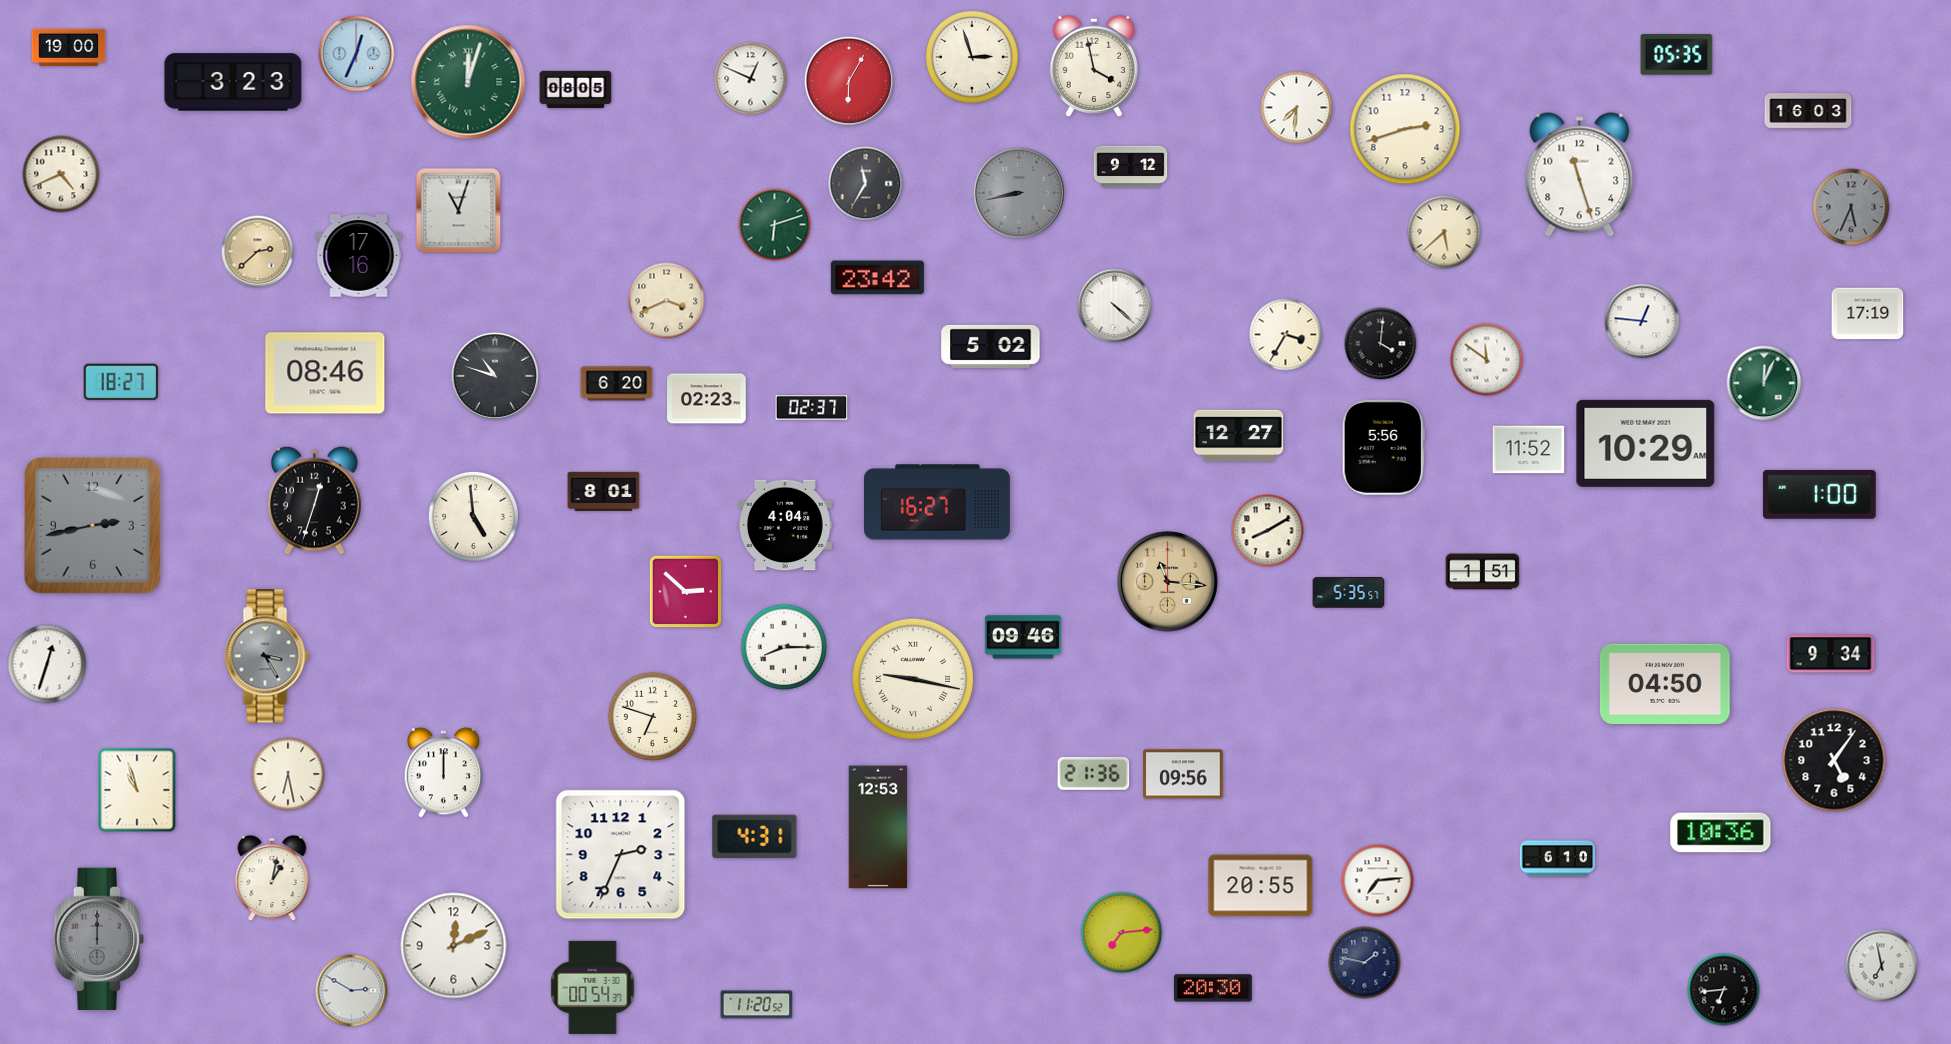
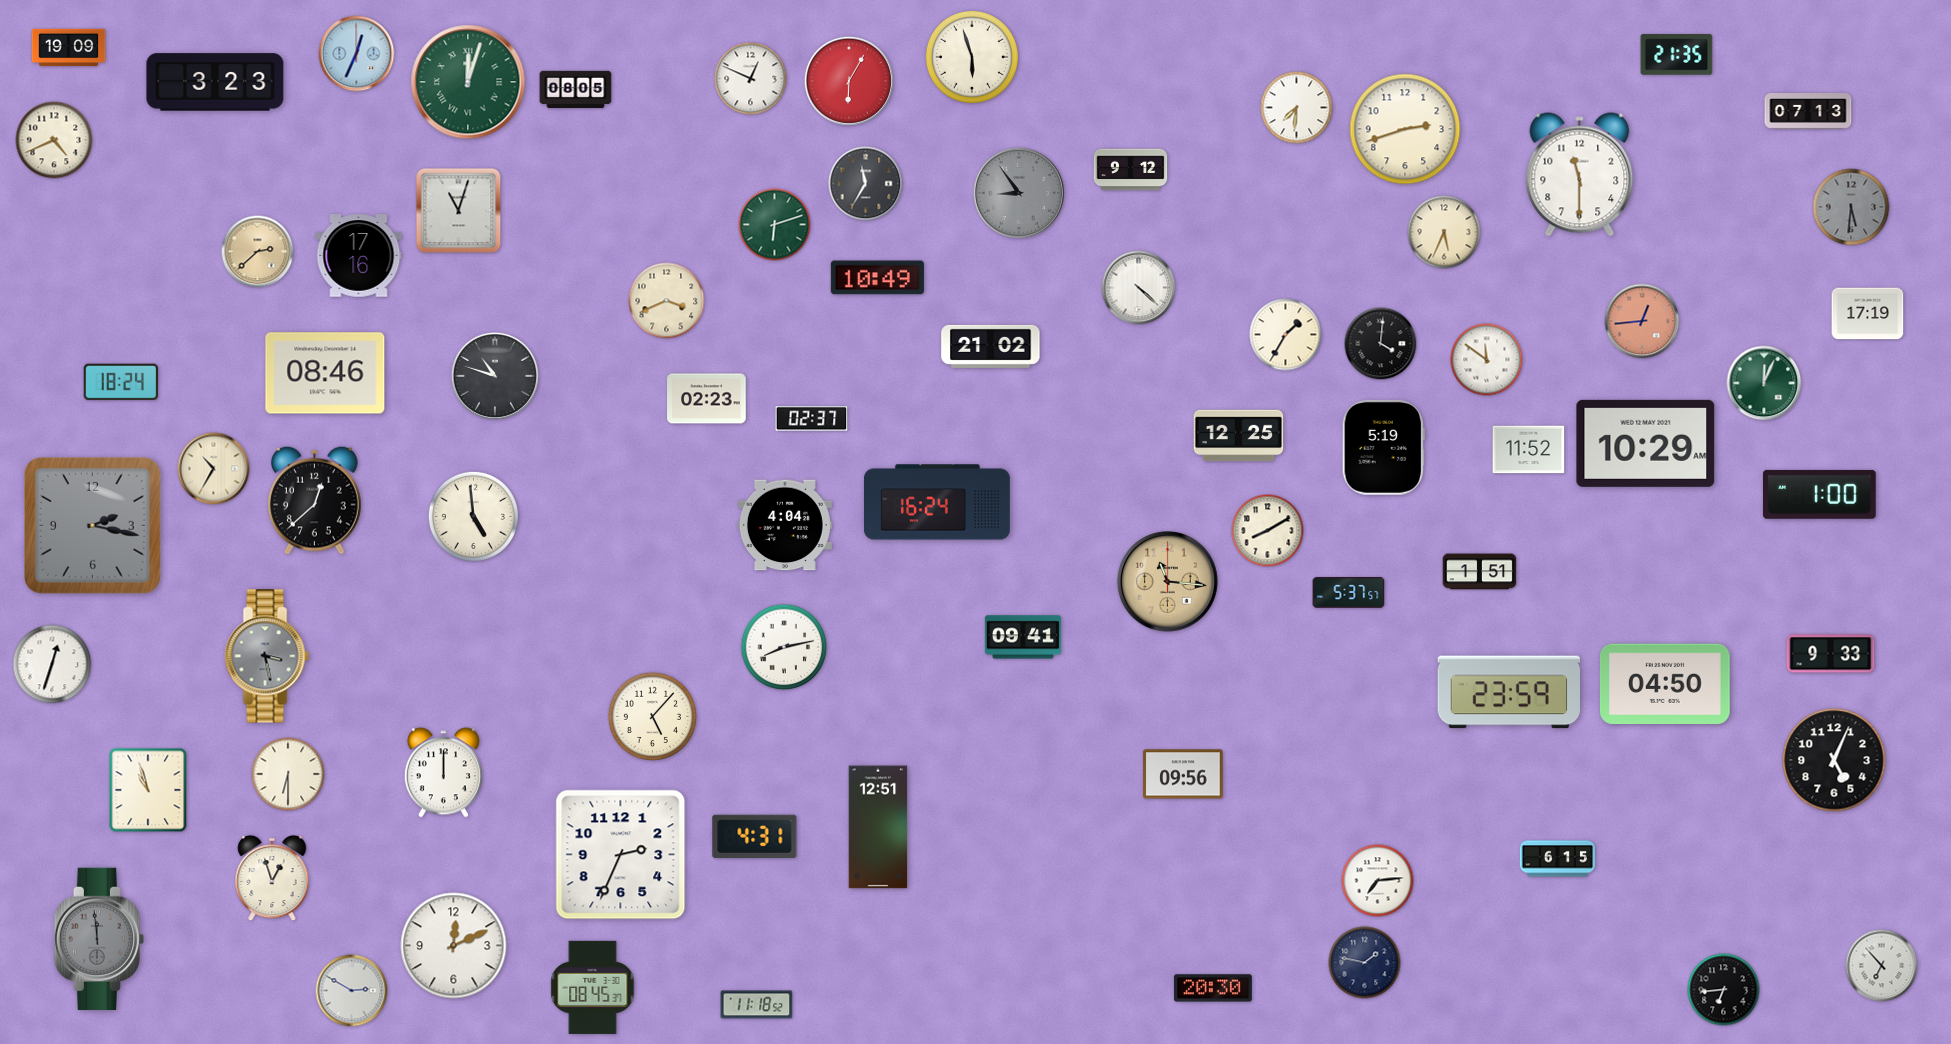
clock at (69, 48): 19:00 -> 19:09
clock at (1677, 55): 05:35 -> 21:35
clock at (972, 57): 2:57 -> 5:57
clock at (1093, 66): 3:58 -> none
clock at (233, 82) position: (233, 82) -> (215, 82)
clock at (1808, 112): 16:03 -> 07:13
clock at (1131, 167) position: (1131, 167) -> (1131, 170)
clock at (61, 174) position: (61, 174) -> (54, 140)
clock at (1580, 175): 11:27 -> 11:30
clock at (1019, 193): 8:43 -> 8:54
clock at (1851, 207): 5:34 -> 5:31
clock at (1444, 232): 5:38 -> 5:34
clock at (877, 278): 23:42 -> 10:49
clock at (1115, 306) position: (1115, 306) -> (1139, 288)
clock at (1642, 321): 12:46 -> 12:44
clock at (1642, 321) dial: white -> salmon
clock at (1286, 335): 3:35 -> 1:35
clock at (991, 346): 5:02 -> 21:02
clock at (120, 382): 18:27 -> 18:24
clock at (617, 384): 6:20 -> none
clock at (812, 408) position: (812, 408) -> (812, 419)
clock at (1239, 436): 12:27 -> 12:25
clock at (1383, 447): 5:56 -> 5:19
clock at (214, 469): none -> 10:35
clock at (604, 491): 8:01 -> none
clock at (315, 500): 12:33 -> 12:38
clock at (937, 502): 16:27 -> 16:24
clock at (93, 526): 2:43 -> 2:17
clock at (1483, 572) position: (1483, 572) -> (1480, 572)
clock at (686, 592): 2:52 -> none
clock at (1349, 593): 5:35 -> 5:37
clock at (1023, 637): 09:46 -> 09:41
clock at (784, 647): 8:15 -> 8:13
clock at (1831, 654): 9:34 -> 9:33
clock at (267, 656): 3:25 -> 3:28
clock at (47, 664) position: (47, 664) -> (52, 664)
clock at (913, 679): 9:17 -> none
clock at (1508, 692): none -> 23:59
clock at (652, 716): 6:48 -> 5:07
clock at (1834, 760): 5:06 -> 5:04
clock at (1094, 773): 21:36 -> none
clock at (288, 774): 6:28 -> 6:30
clock at (137, 790) position: (137, 790) -> (148, 790)
clock at (878, 827): 12:53 -> 12:51
clock at (1721, 833): 10:36 -> none
clock at (1558, 859): 6:10 -> 6:15
clock at (272, 878): 1:02 -> 12:57
clock at (1261, 886): 20:55 -> none
clock at (1122, 933): 7:14 -> none
clock at (98, 938): 12:00 -> 11:59
clock at (1882, 966): 6:58 -> 6:53
clock at (593, 987): 00:54 -> 08:45
clock at (757, 1005): 11:20 -> 11:18
